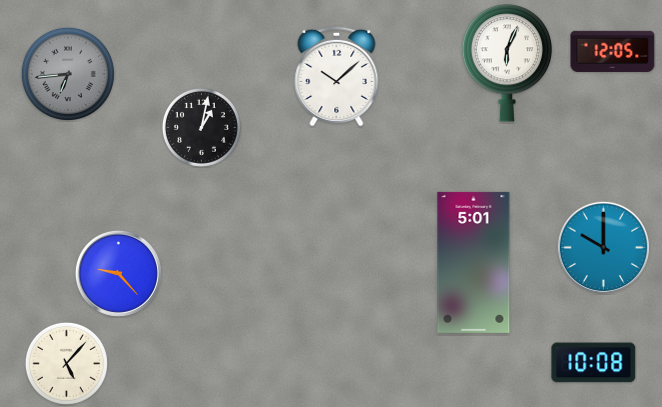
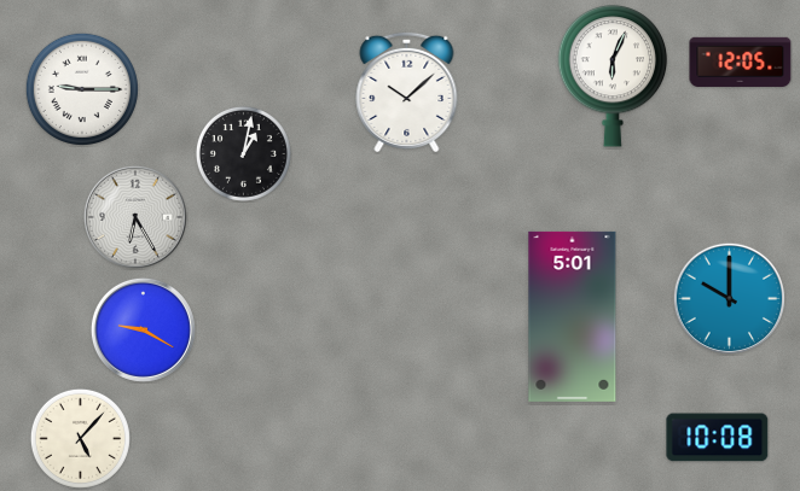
clock at (68, 74): 6:44 -> 9:15
clock at (68, 74) dial: grey -> white
clock at (135, 217): none -> 6:25
clock at (118, 273): 9:23 -> 9:20
